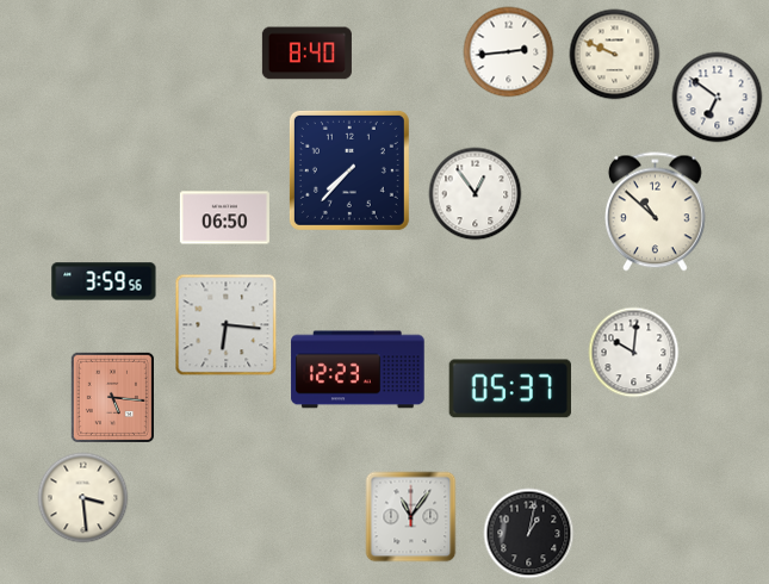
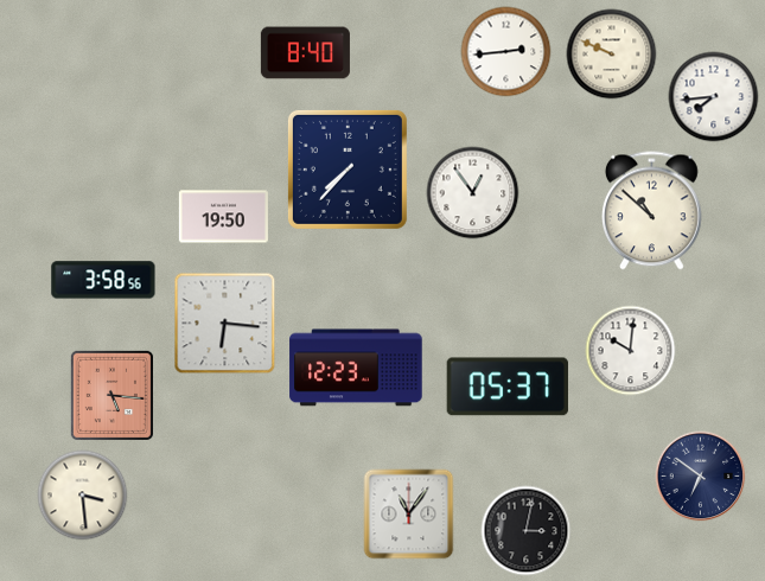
clock at (718, 98): 6:51 -> 7:44
clock at (224, 218): 06:50 -> 19:50
clock at (104, 281): 3:59 -> 3:58
clock at (701, 477): none -> 6:51
clock at (529, 534): 1:02 -> 3:02
